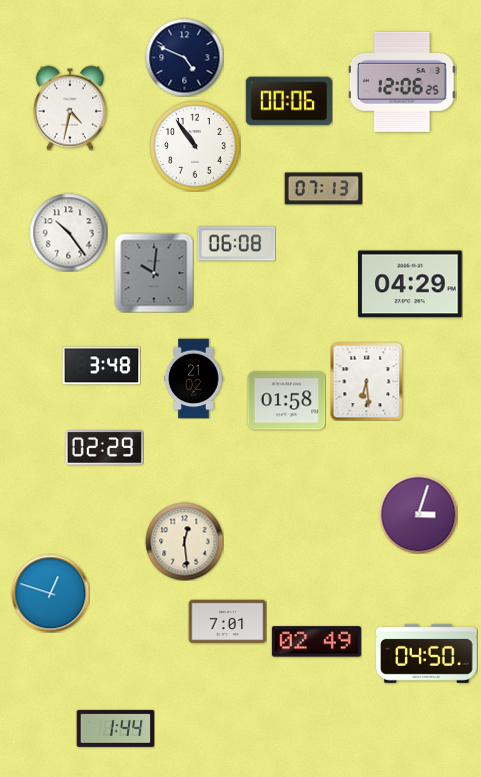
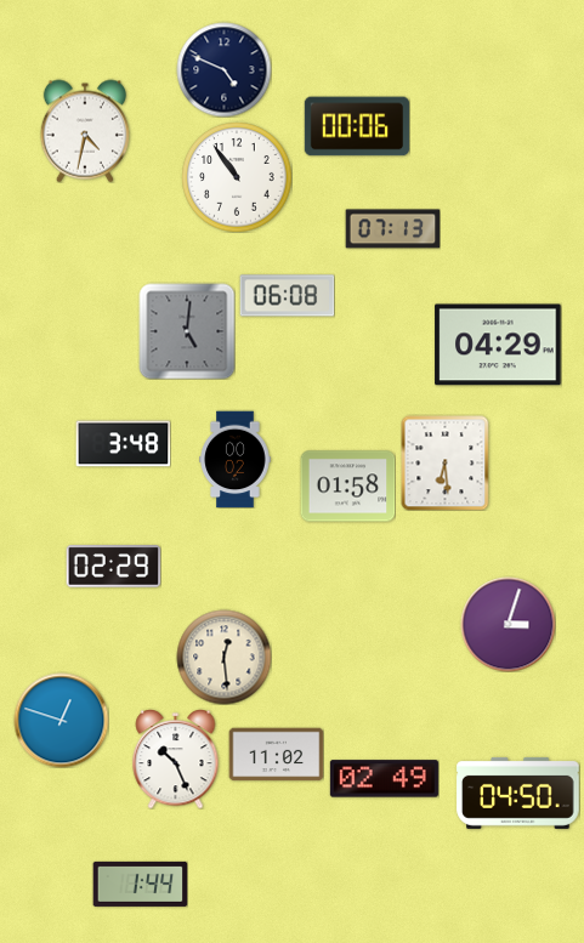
clock at (402, 82): 12:06 -> none
clock at (289, 101) position: (289, 101) -> (357, 126)
clock at (68, 232): 10:24 -> none
clock at (154, 273): 10:01 -> 5:01
clock at (194, 378): 21:02 -> 00:02
clock at (104, 448) position: (104, 448) -> (113, 567)
clock at (227, 622): 7:01 -> 11:02
clock at (176, 760): none -> 10:26
